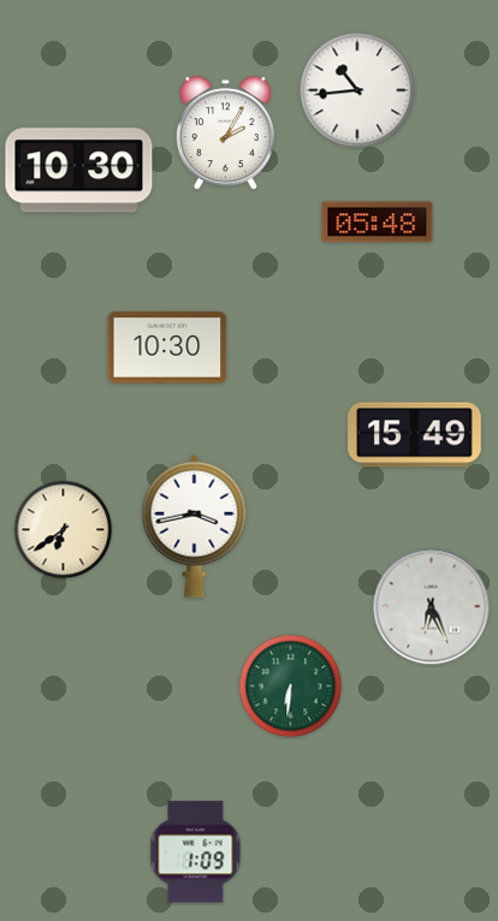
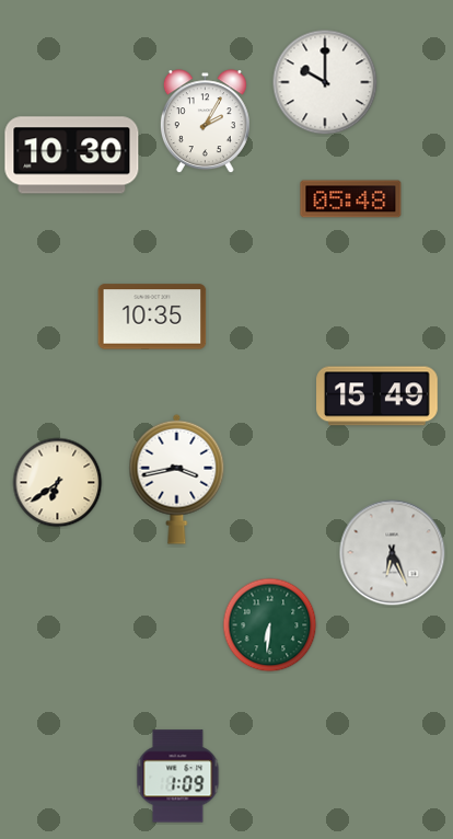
clock at (357, 90): 10:44 -> 10:00
clock at (378, 222) position: (378, 222) -> (351, 199)
clock at (167, 347): 10:30 -> 10:35
clock at (291, 687) position: (291, 687) -> (270, 625)
